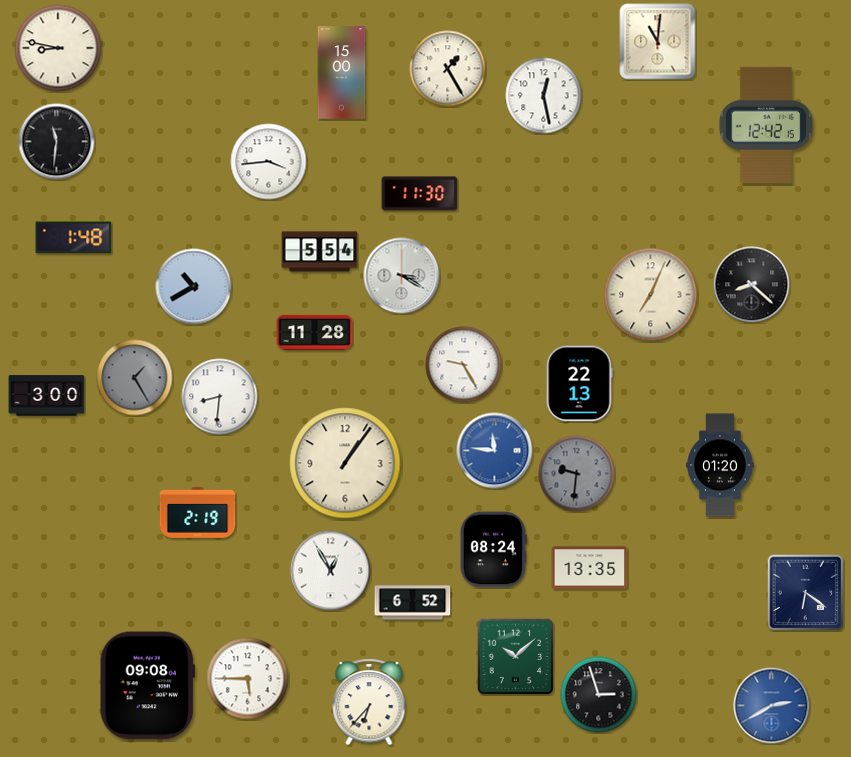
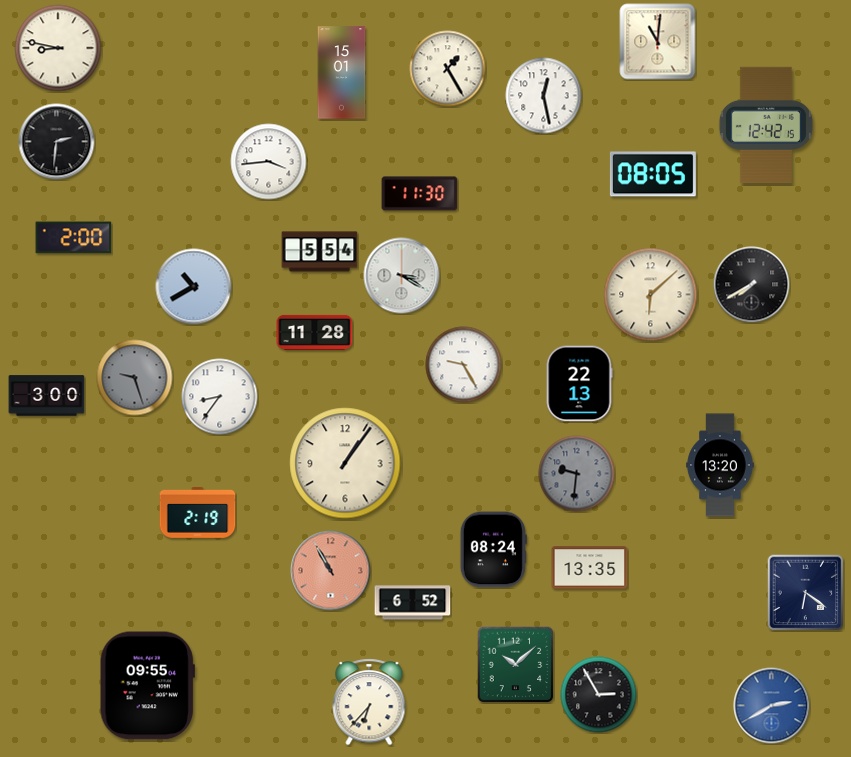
clock at (342, 73): 15:00 -> 15:01
clock at (57, 142): 11:31 -> 2:31
clock at (653, 174): none -> 08:05
clock at (74, 238): 1:48 -> 2:00
clock at (752, 285): 8:22 -> 7:40
clock at (651, 295): 7:04 -> 6:08
clock at (135, 378): 1:25 -> 9:27
clock at (220, 397): 8:31 -> 8:36
clock at (495, 451): 11:46 -> none
clock at (720, 465): 01:20 -> 13:20
clock at (331, 571): 12:55 -> 10:55
clock at (331, 571) dial: white -> salmon
clock at (515, 656) position: (515, 656) -> (515, 664)
clock at (248, 679): 5:45 -> none
clock at (147, 686): 09:08 -> 09:55
clock at (599, 695): 2:57 -> 2:55
